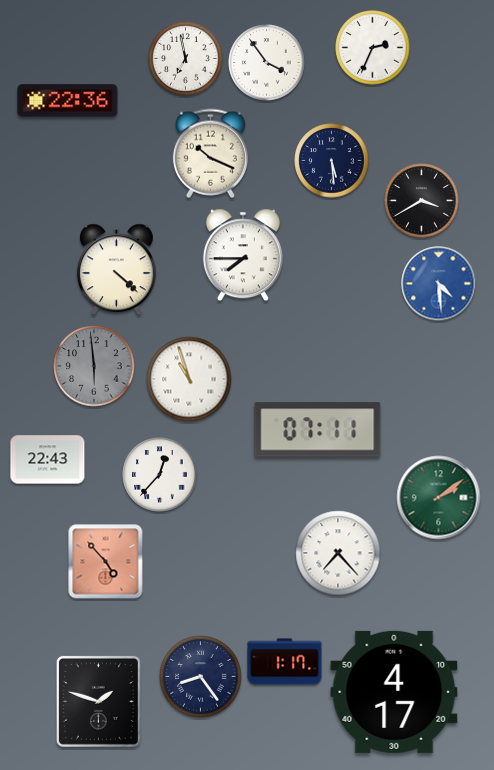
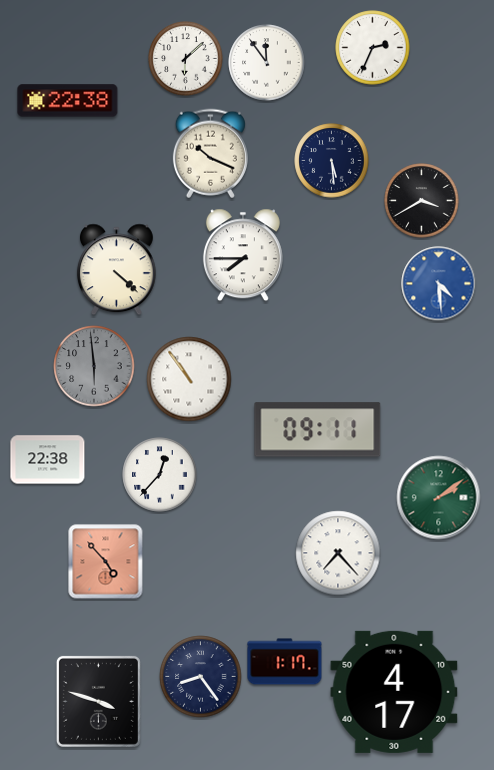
clock at (186, 59): 6:58 -> 6:08
clock at (267, 63): 3:54 -> 11:54
clock at (68, 101): 22:36 -> 22:38
clock at (189, 379): 10:57 -> 10:54
clock at (318, 430): 07:11 -> 09:11
clock at (48, 460): 22:43 -> 22:38
clock at (98, 701): 1:48 -> 3:48
